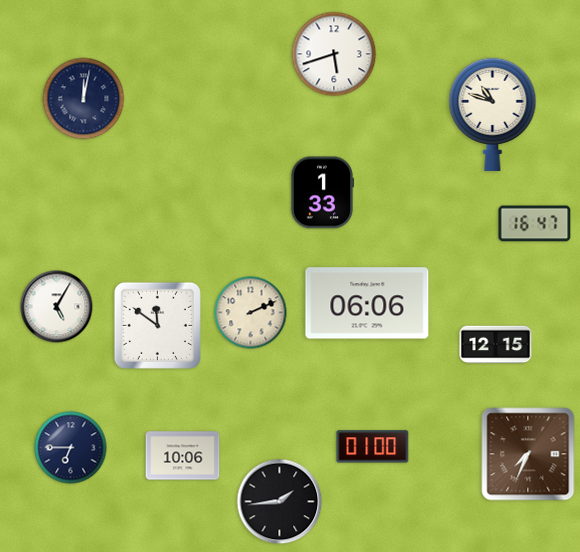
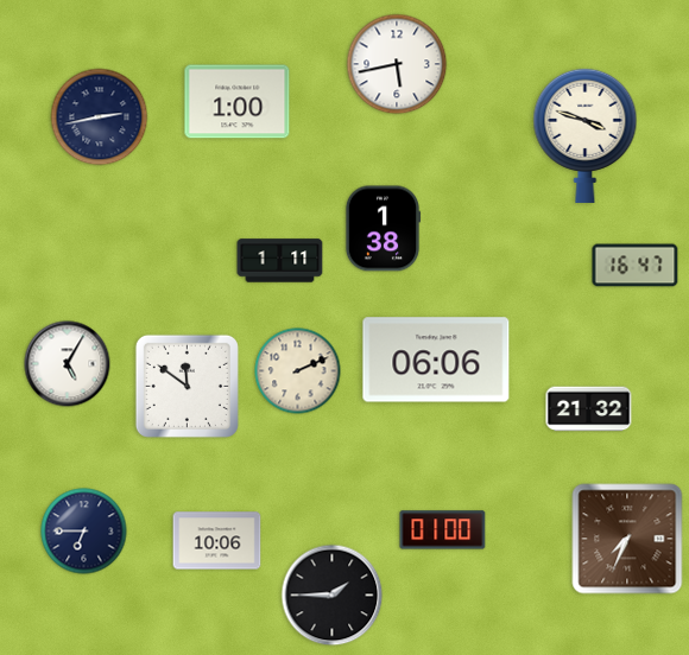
clock at (334, 54): 5:42 -> 5:43
clock at (238, 102): none -> 1:00
clock at (84, 99): 12:02 -> 2:43
clock at (493, 114): 10:48 -> 3:48
clock at (322, 193): 1:33 -> 1:38
clock at (280, 261): none -> 1:11
clock at (496, 345): 12:15 -> 21:32
clock at (280, 502): 1:44 -> 1:45
